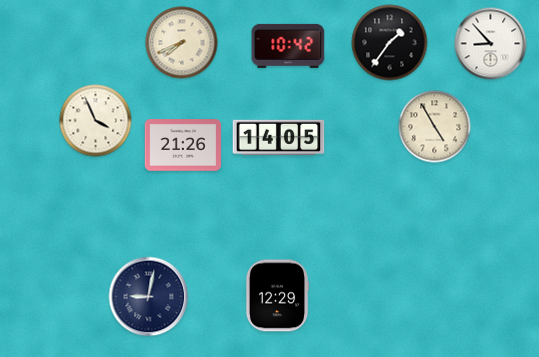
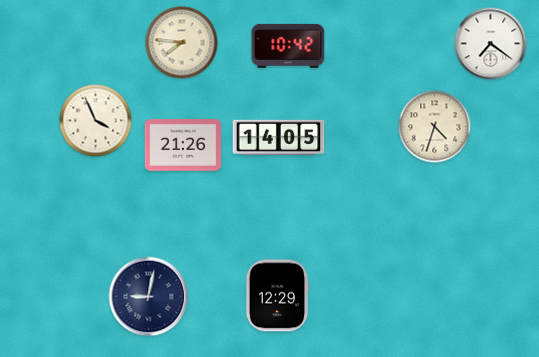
clock at (182, 43): 7:41 -> 7:46
clock at (390, 43): 1:36 -> none
clock at (491, 44): 8:53 -> 7:21
clock at (435, 127): 4:55 -> 4:33
